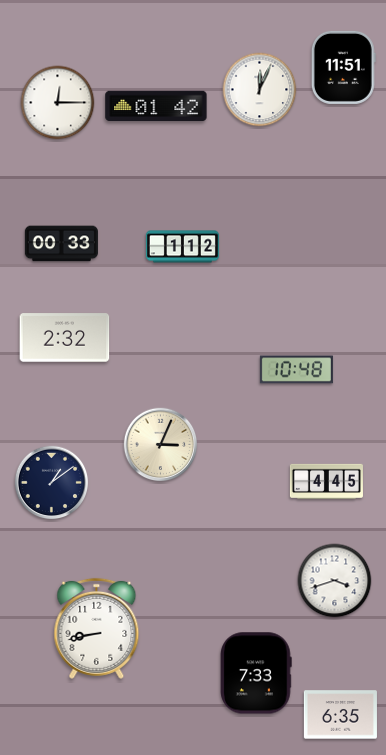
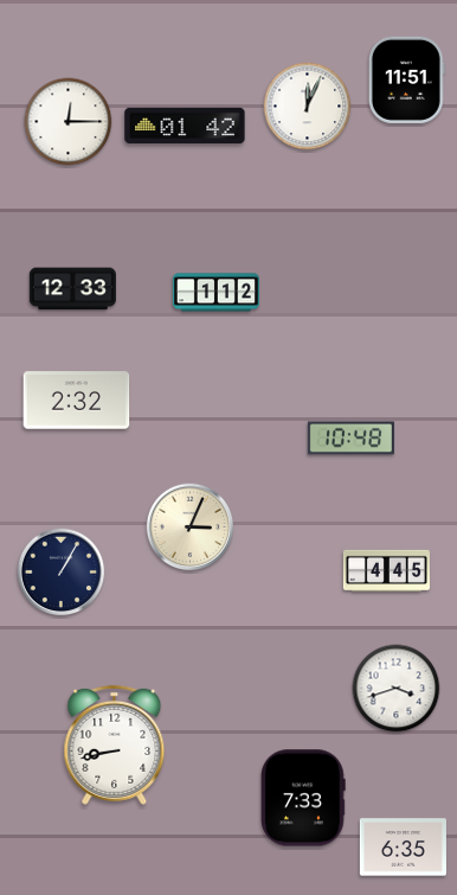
clock at (61, 244): 00:33 -> 12:33
clock at (52, 483): 1:09 -> 1:05
